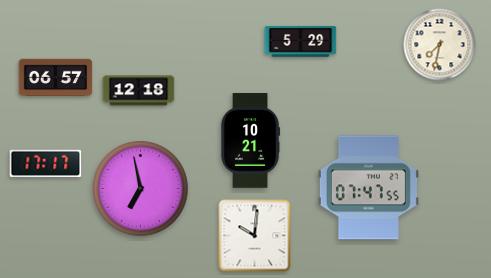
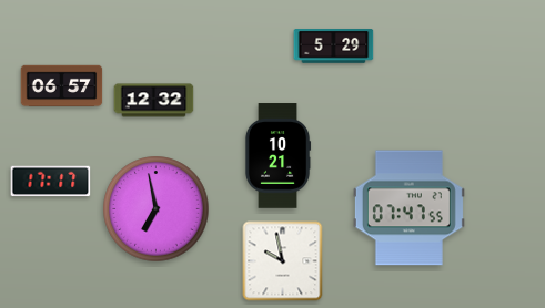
clock at (440, 45): 7:32 -> none
clock at (139, 91): 12:18 -> 12:32
clock at (255, 236): 10:01 -> 9:58
